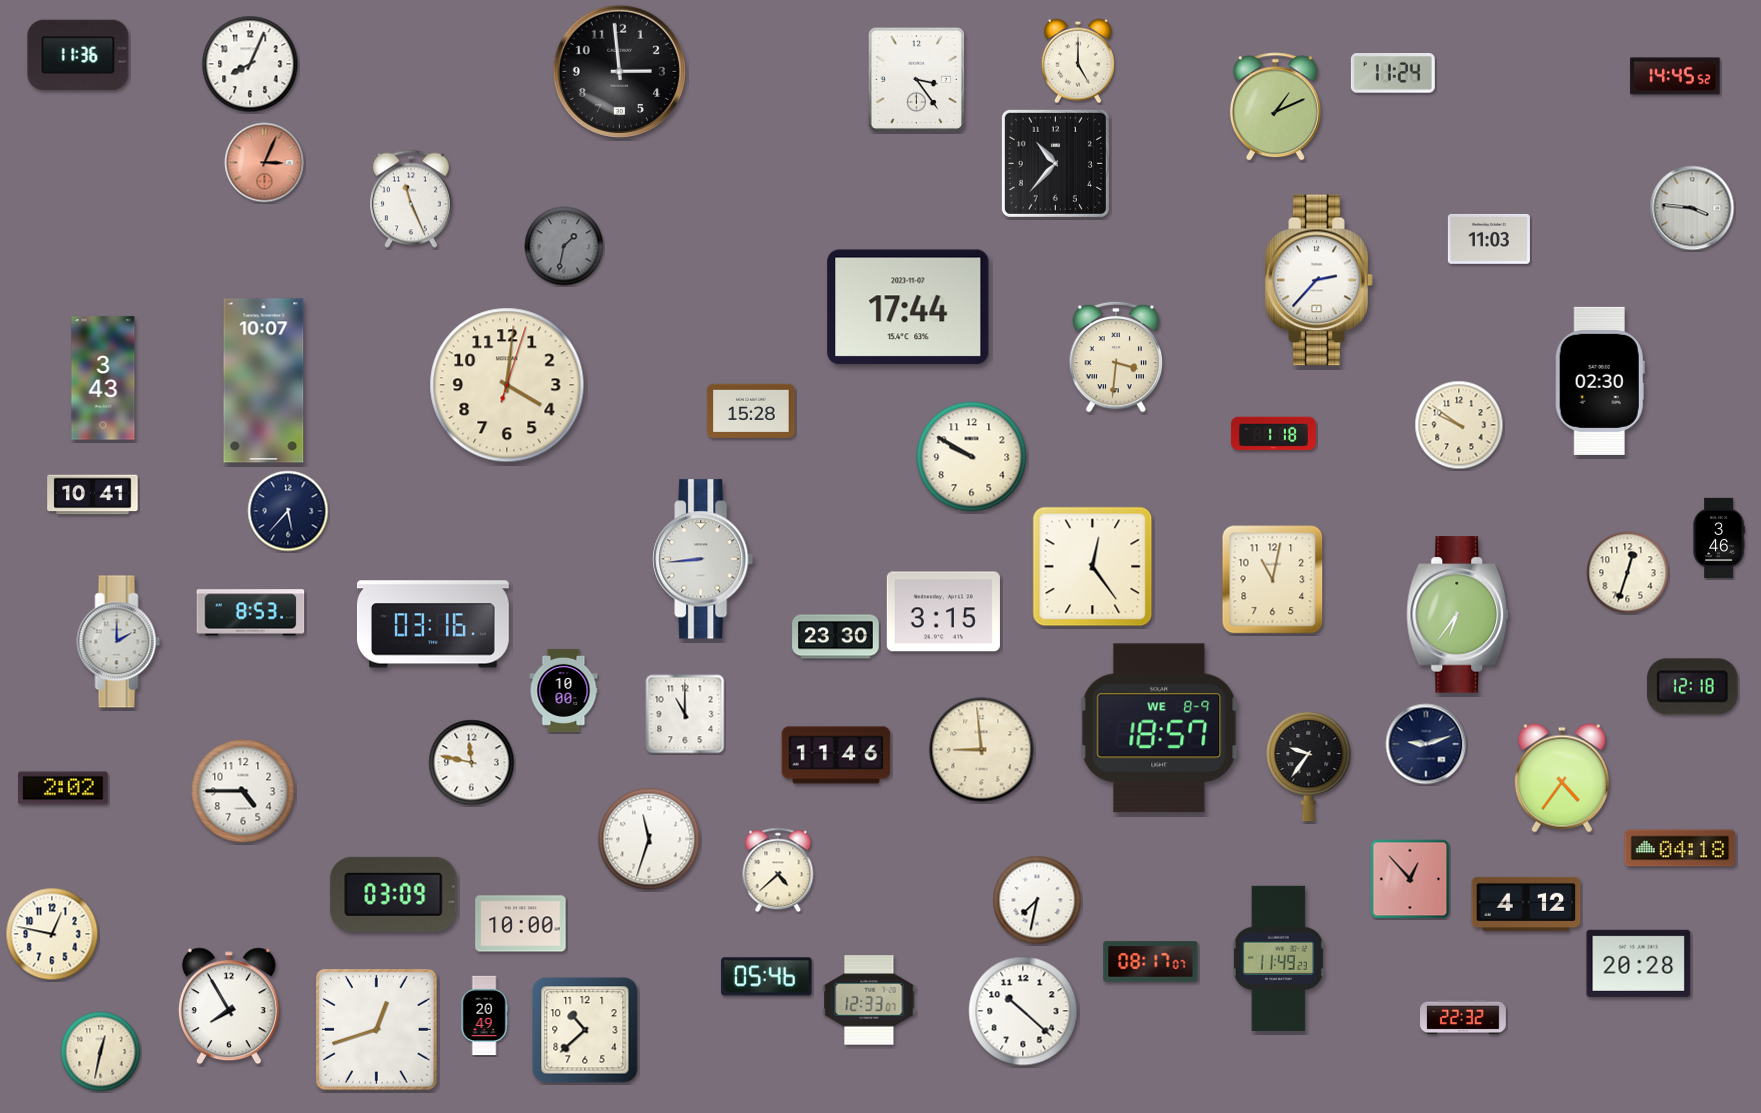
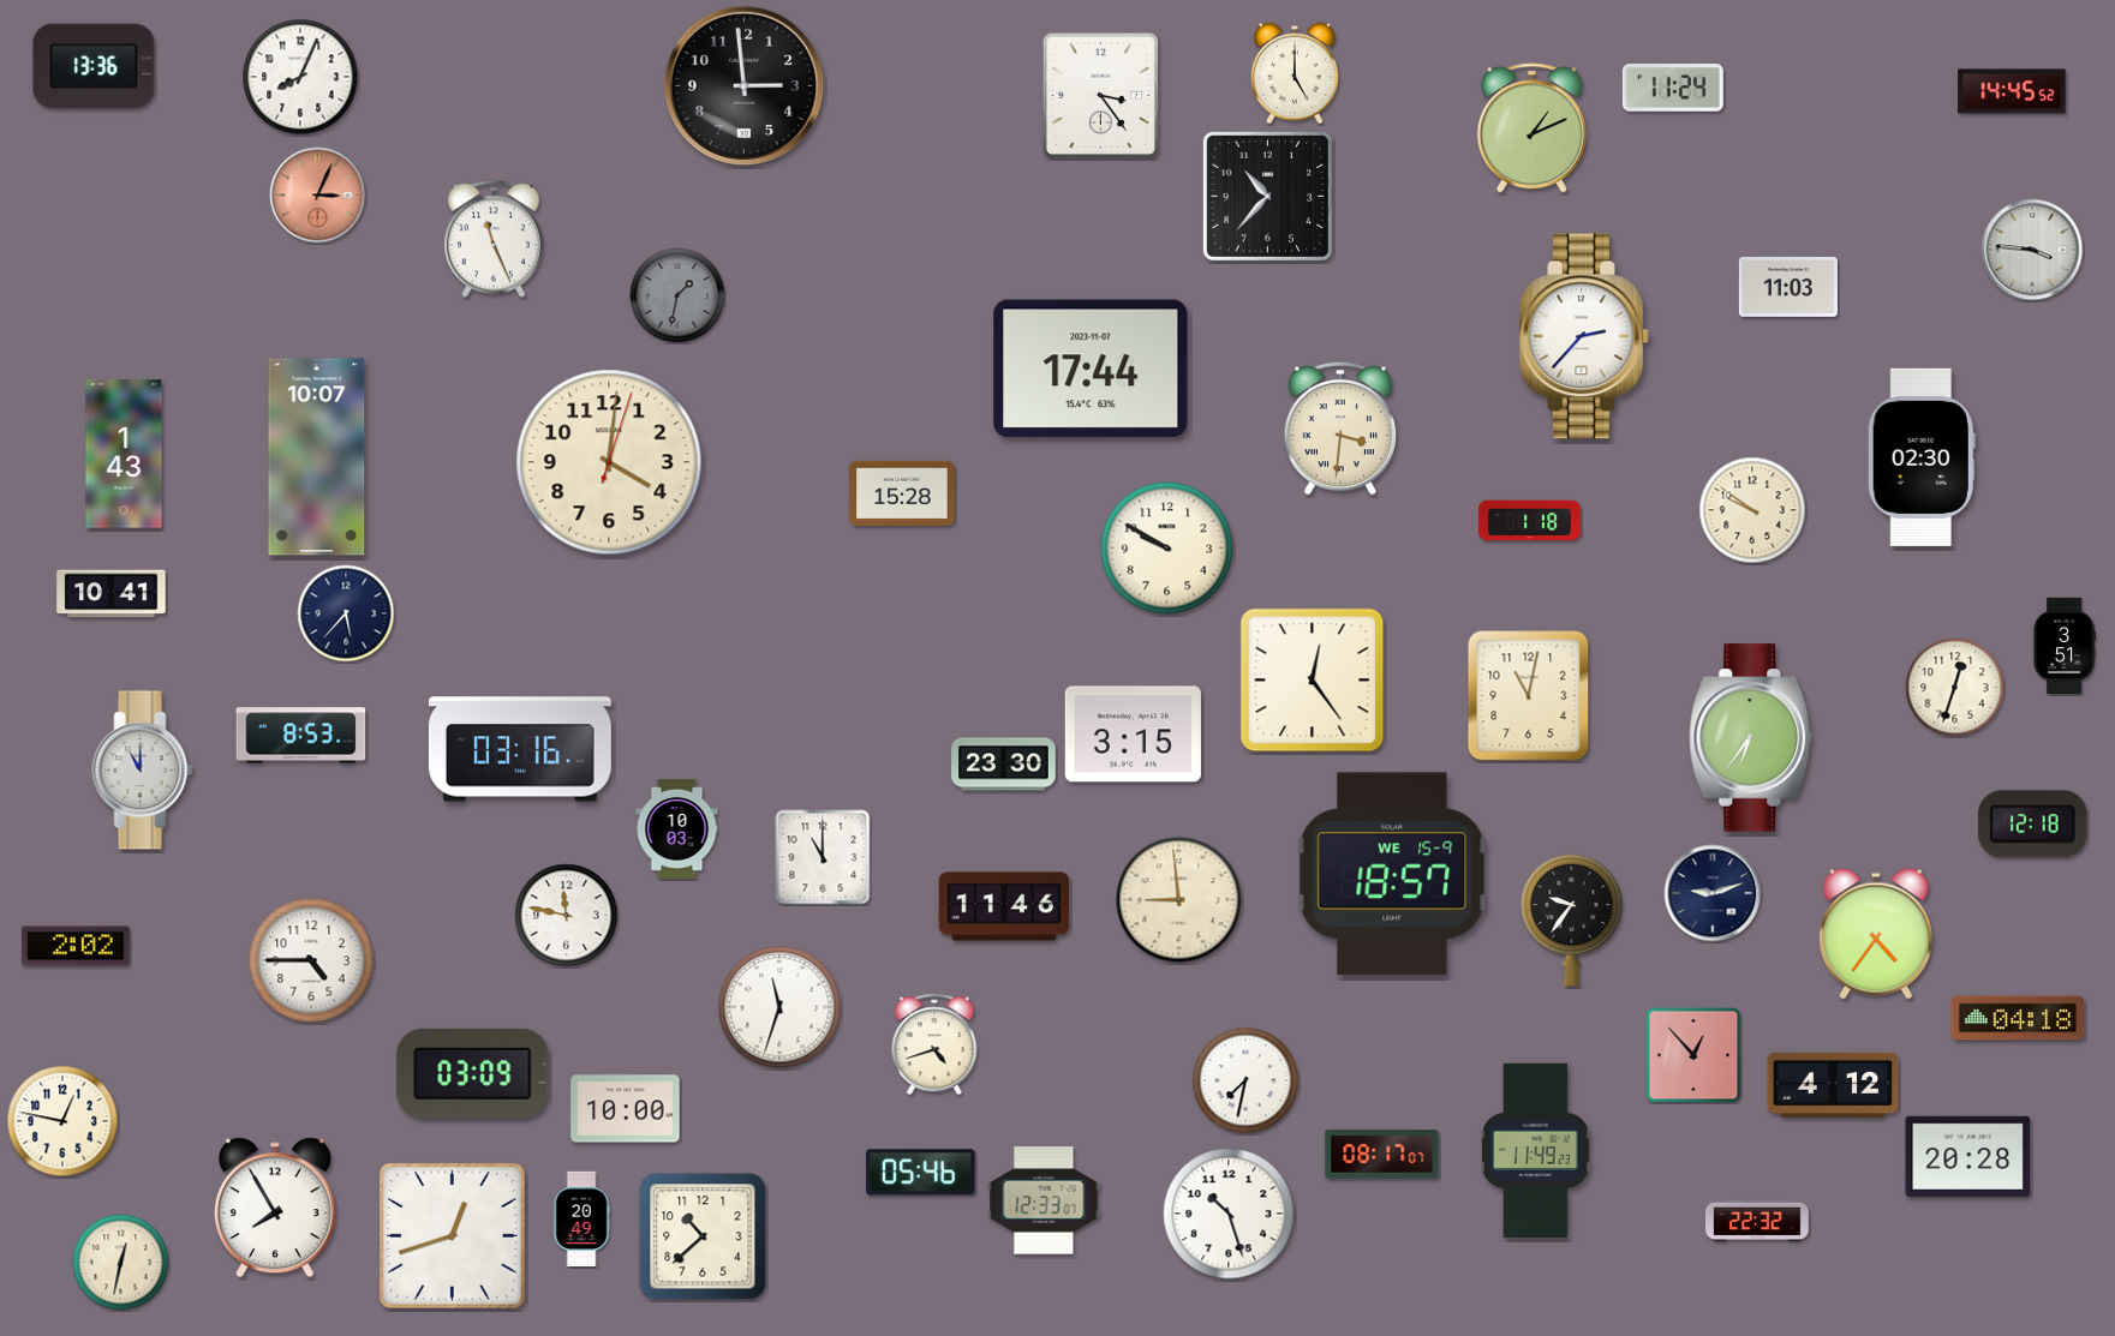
clock at (78, 54): 11:36 -> 13:36
clock at (103, 378): 3:43 -> 1:43
clock at (1719, 537): 3:46 -> 3:51
clock at (703, 559): 8:44 -> none
clock at (119, 642): 2:00 -> 11:00
clock at (564, 690): 10:00 -> 10:03
clock at (1159, 728) date: WE 8-9 -> WE 15-9
clock at (243, 791) position: (243, 791) -> (311, 960)
clock at (778, 870): 4:38 -> 4:42
clock at (1023, 1011): 10:22 -> 10:27
